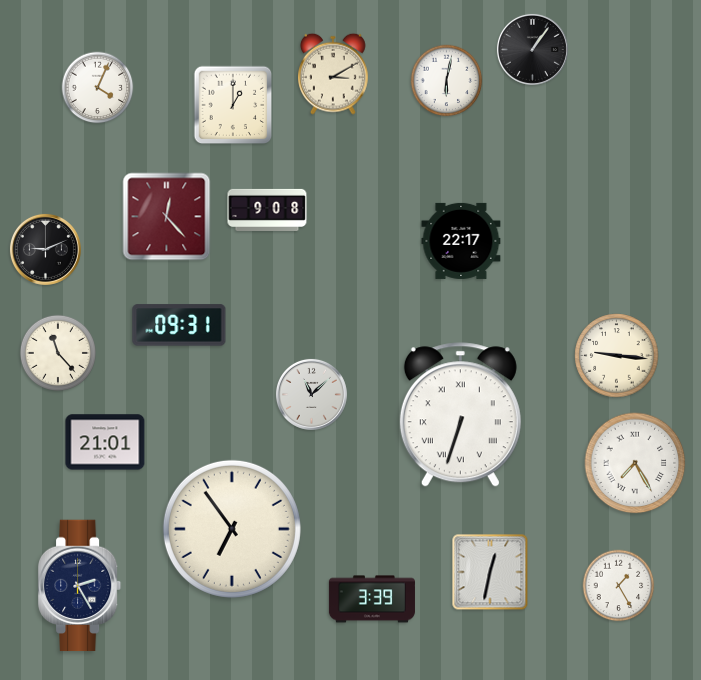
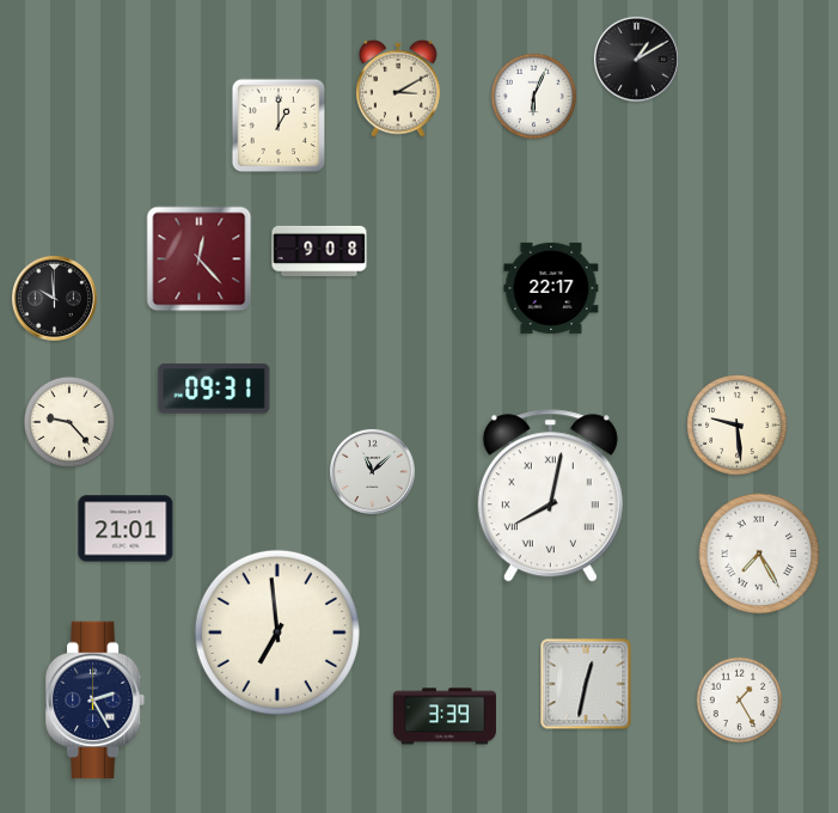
clock at (532, 49): 1:06 -> 1:10
clock at (447, 81): 6:02 -> 6:04
clock at (98, 88): 4:04 -> none
clock at (45, 249): 9:11 -> 9:59
clock at (58, 353): 11:23 -> 9:23
clock at (617, 356): 9:16 -> 9:29
clock at (460, 415): 6:33 -> 8:02
clock at (232, 529): 6:54 -> 6:59
